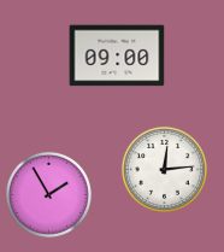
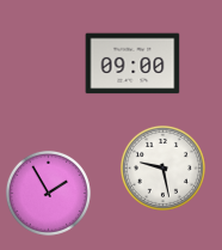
clock at (117, 55) position: (117, 55) -> (132, 63)
clock at (164, 169): 12:14 -> 9:28
